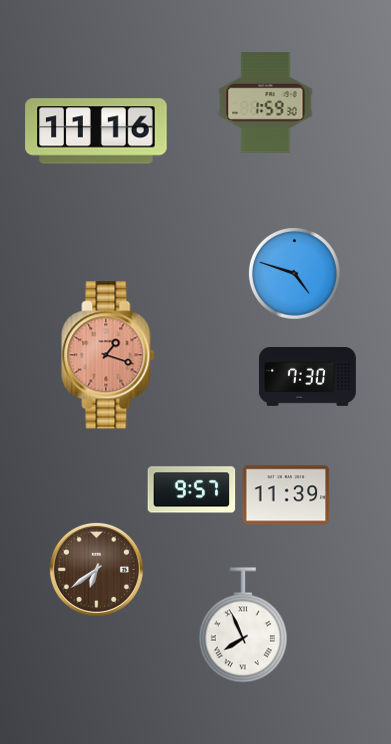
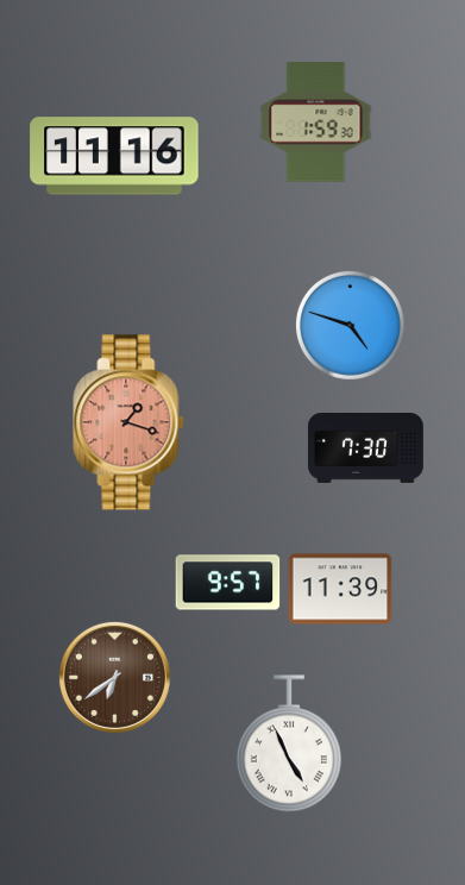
clock at (243, 625): 7:56 -> 4:56
